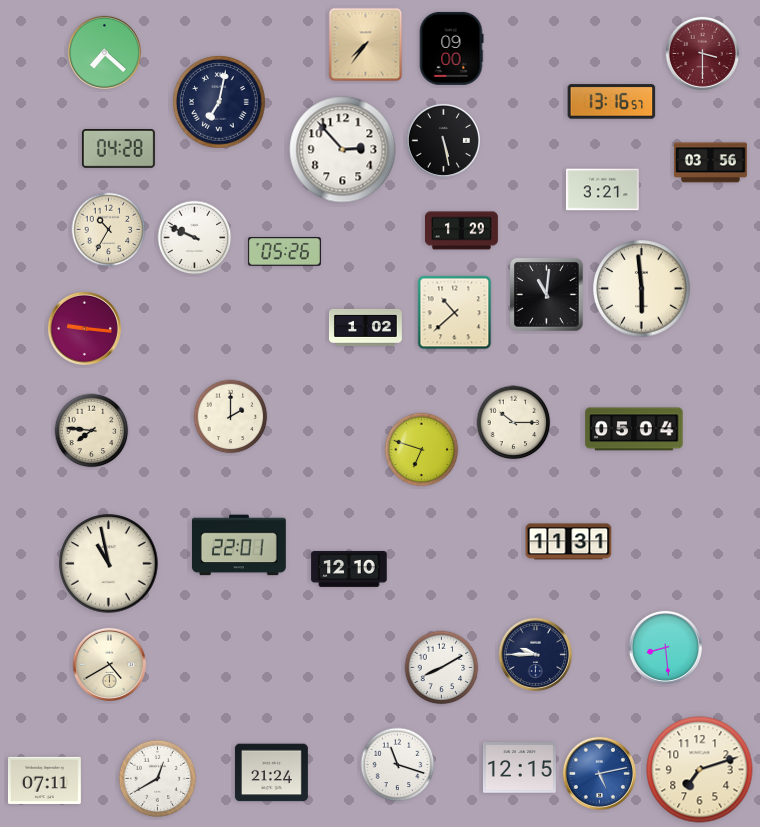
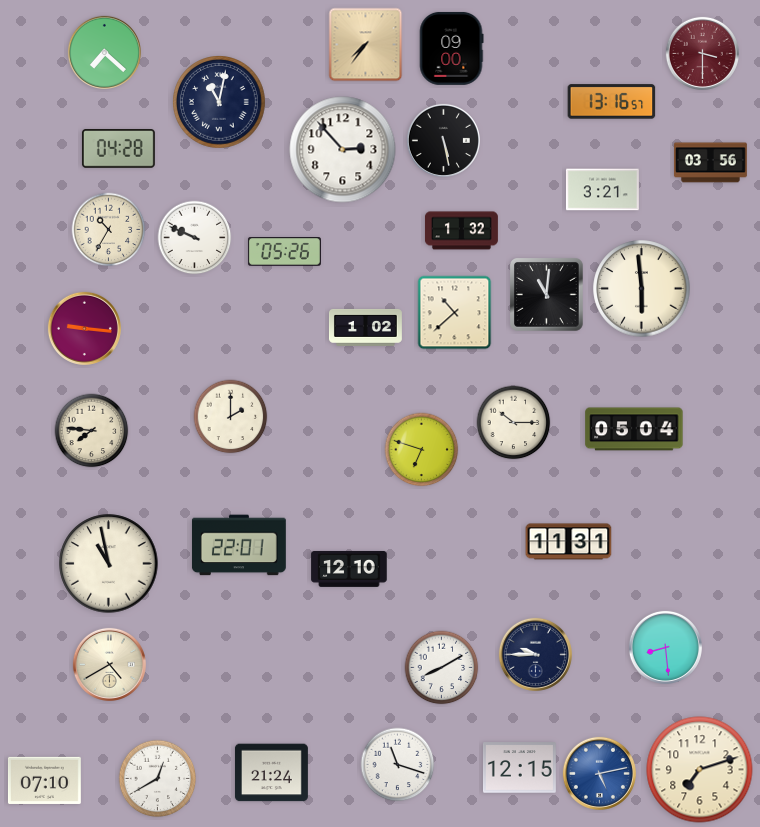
clock at (219, 102): 7:02 -> 11:02
clock at (461, 231): 1:29 -> 1:32
clock at (44, 780): 07:11 -> 07:10
